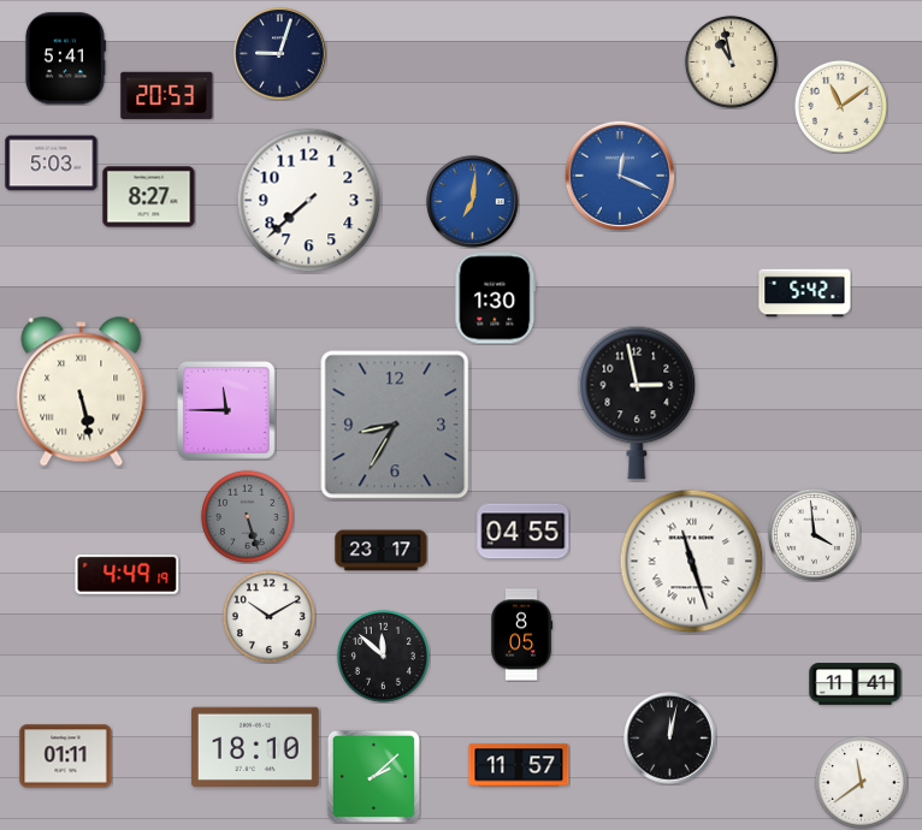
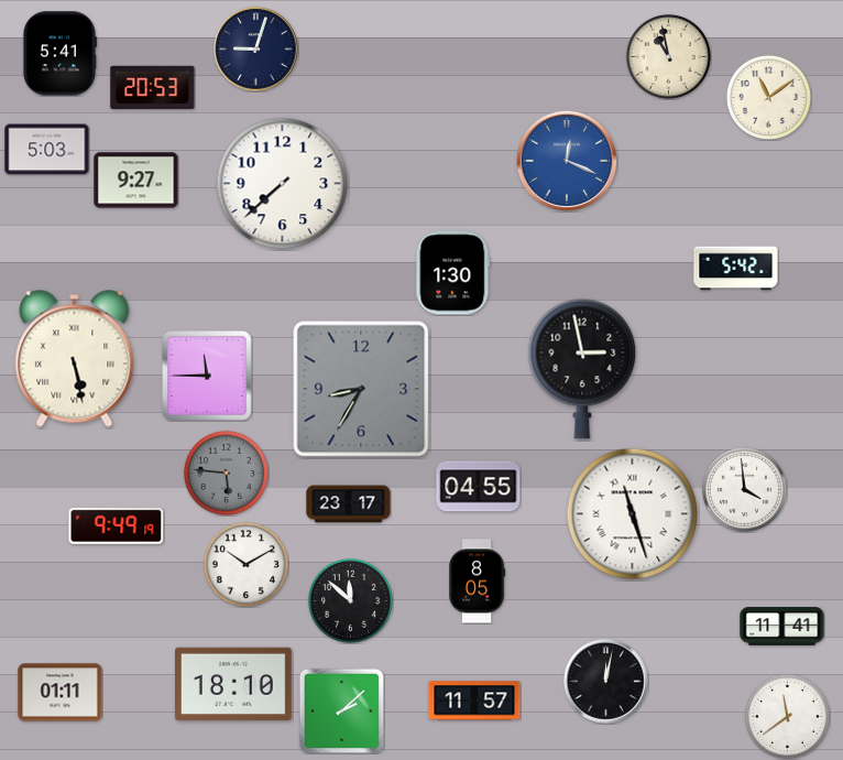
clock at (149, 197): 8:27 -> 9:27
clock at (473, 202): 7:01 -> none
clock at (247, 516): 5:27 -> 5:46
clock at (128, 574): 4:49 -> 9:49
clock at (670, 739) position: (670, 739) -> (606, 682)
